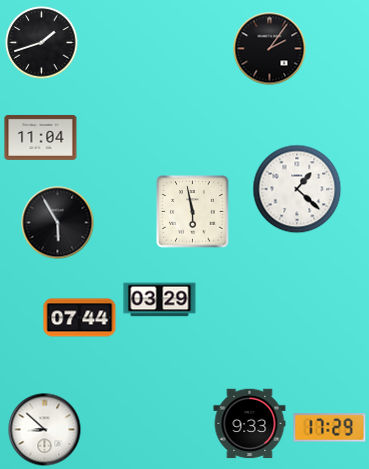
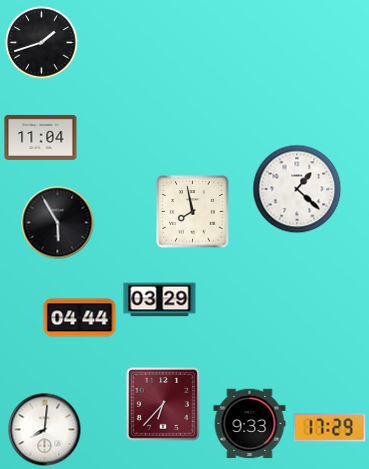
clock at (270, 49): 2:06 -> none
clock at (193, 212): 5:58 -> 7:58
clock at (80, 318): 07:44 -> 04:44
clock at (163, 404): none -> 6:37
clock at (45, 430): 8:52 -> 8:01
